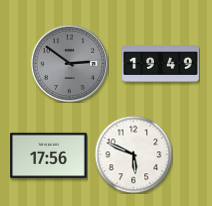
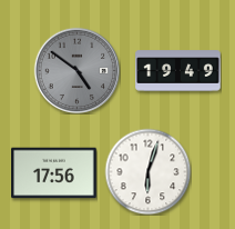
clock at (69, 63): 2:51 -> 4:51
clock at (133, 154): 5:49 -> 6:03
